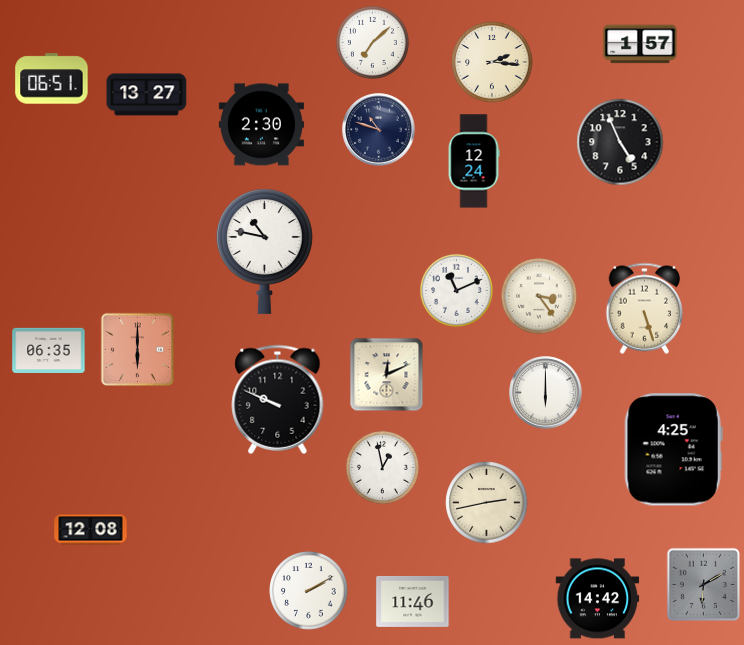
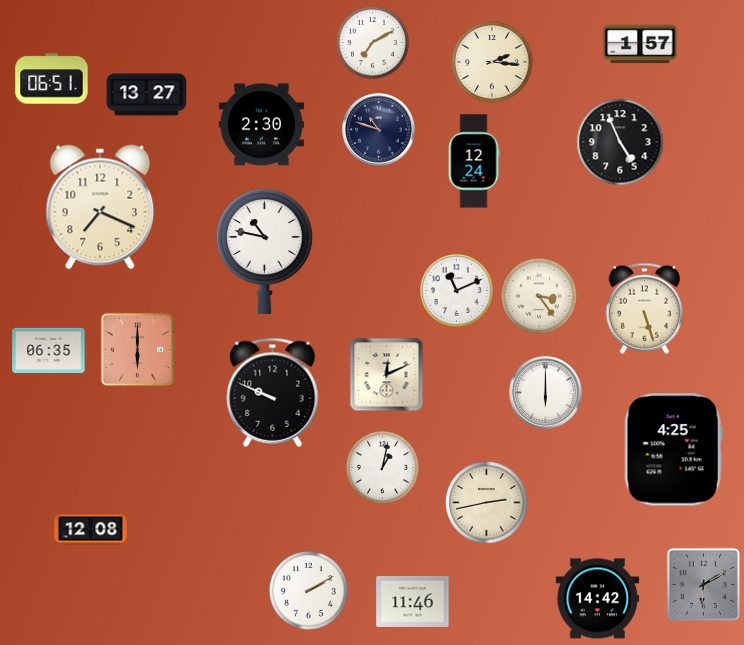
clock at (372, 42): 7:08 -> 7:10
clock at (100, 207): none -> 7:19
clock at (278, 399) position: (278, 399) -> (273, 392)
clock at (382, 467): 12:58 -> 1:02
